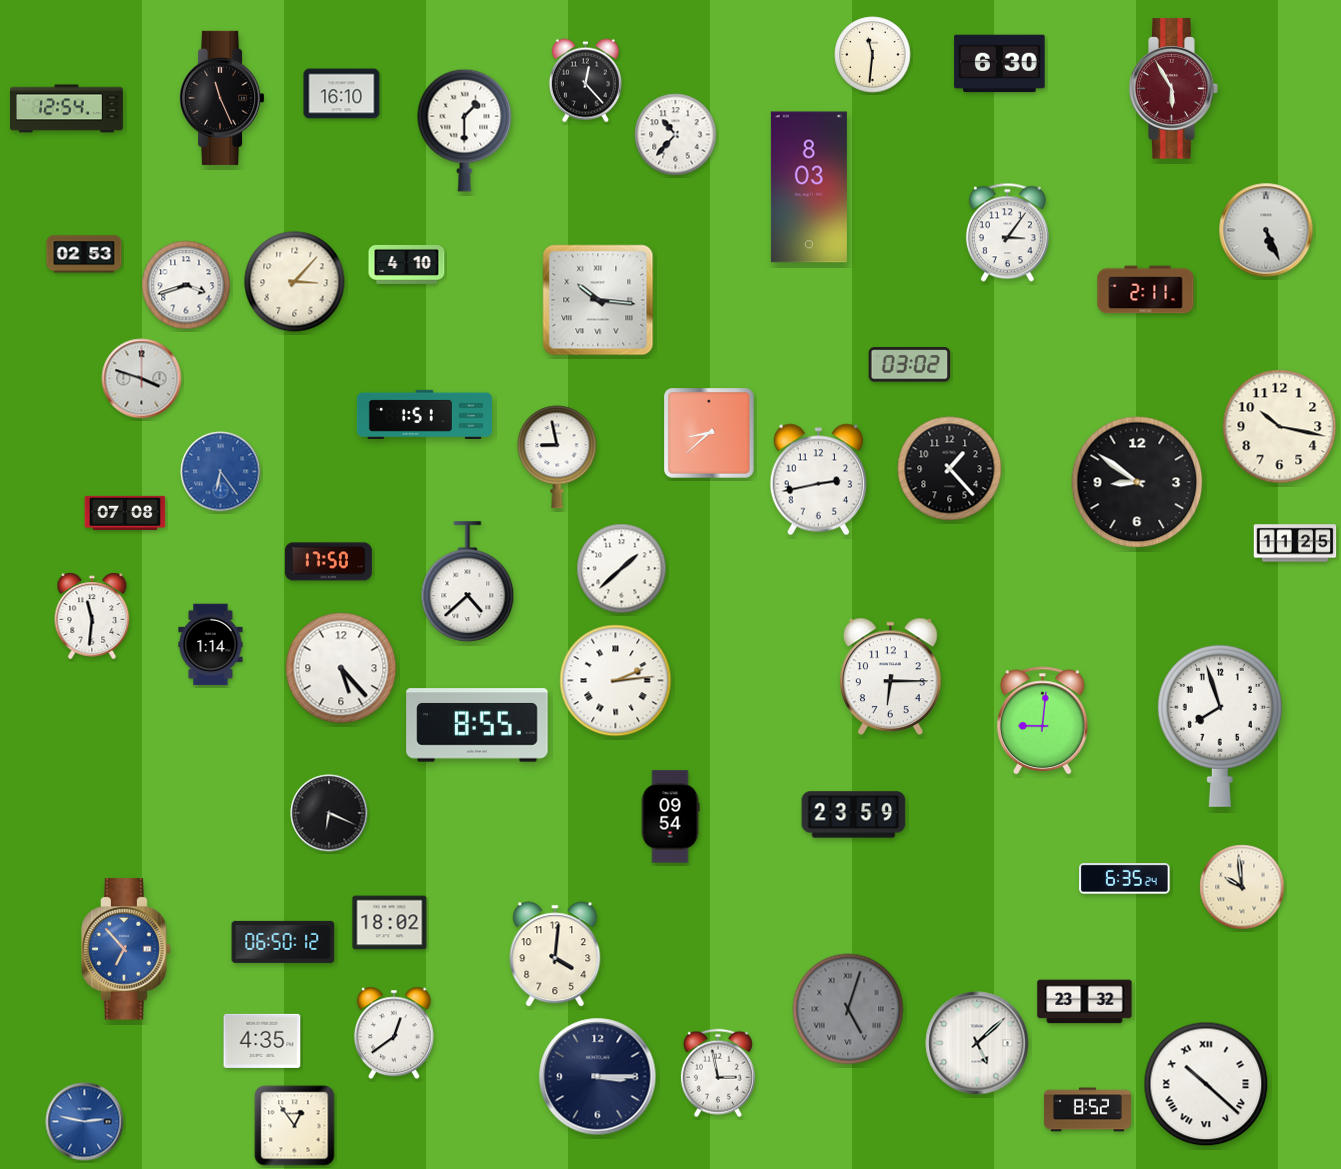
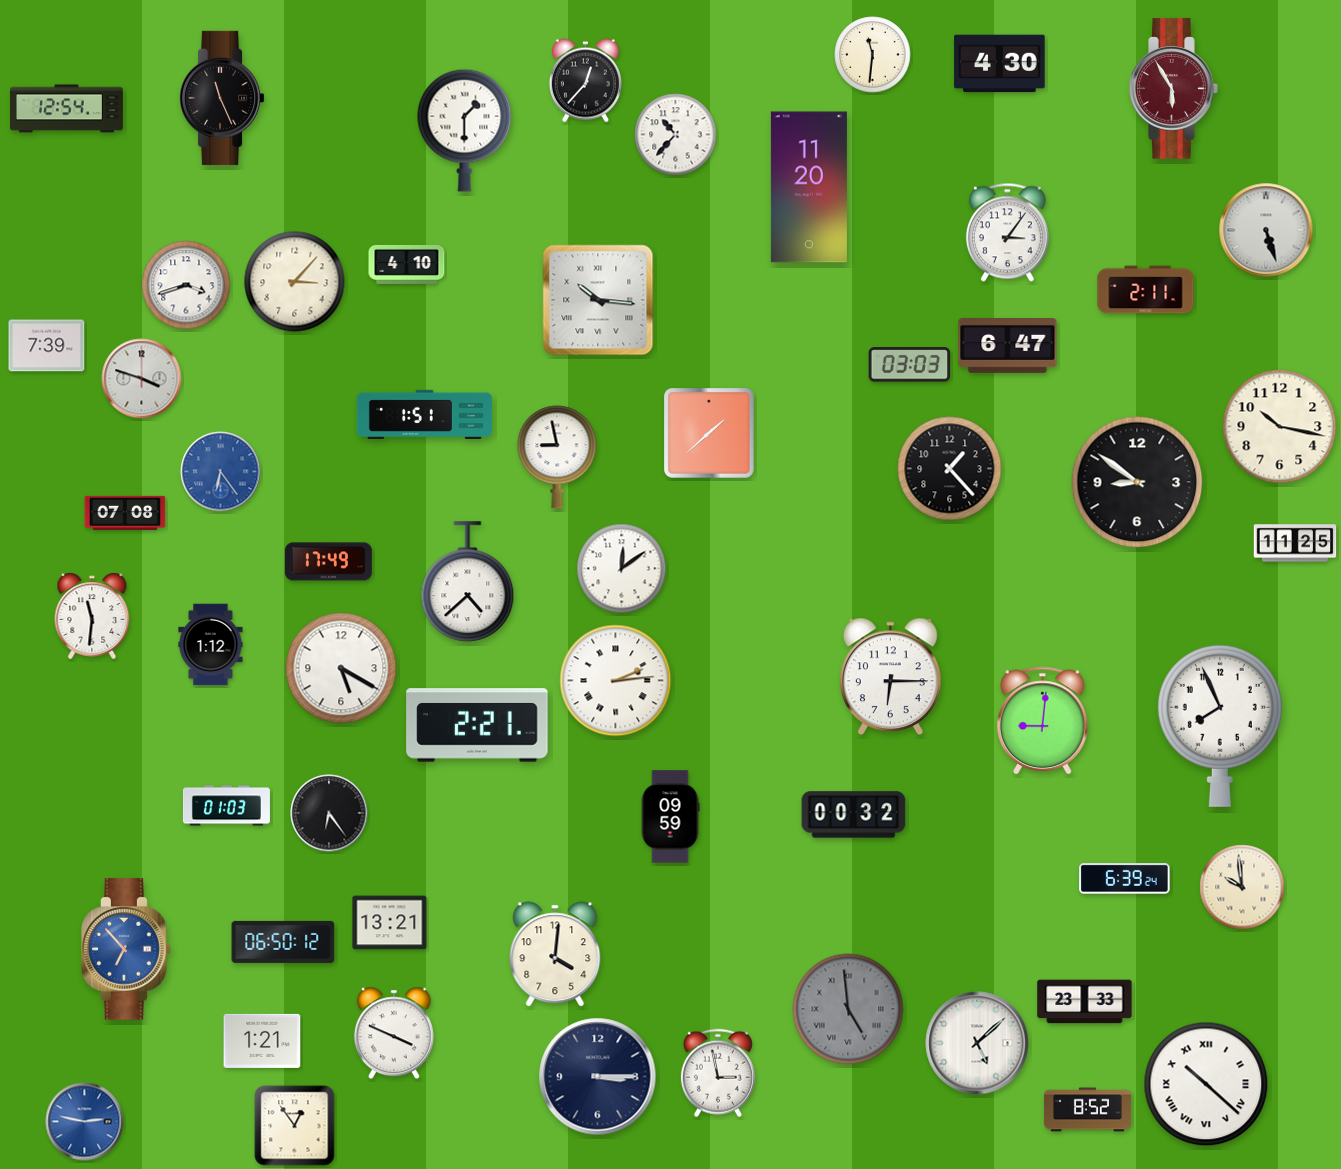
clock at (1000, 64): 6:30 -> 4:30
clock at (585, 81): 12:23 -> 12:37
clock at (342, 94): 16:10 -> none
clock at (809, 187): 8:03 -> 11:20
clock at (1266, 230): 5:26 -> 5:27
clock at (84, 254): 02:53 -> none
clock at (47, 346): none -> 7:39
clock at (1008, 346): none -> 6:47
clock at (910, 365): 03:02 -> 03:03
clock at (709, 433): 8:38 -> 1:38
clock at (818, 480): 2:43 -> none
clock at (328, 562): 17:50 -> 17:49
clock at (622, 569): 1:38 -> 12:09
clock at (211, 645): 1:14 -> 1:12
clock at (341, 668): 5:23 -> 5:20
clock at (477, 725): 8:55 -> 2:21
clock at (1220, 726): 7:57 -> 7:56
clock at (226, 806): none -> 01:03
clock at (329, 813): 6:19 -> 6:24
clock at (854, 815): 23:59 -> 00:32
clock at (670, 817): 09:54 -> 09:59
clock at (1125, 879): 6:35 -> 6:39
clock at (390, 923): 18:02 -> 13:21
clock at (1085, 1002): 23:32 -> 23:33
clock at (848, 1009): 5:03 -> 4:59
clock at (394, 1033): 12:39 -> 3:49
clock at (262, 1041): 4:35 -> 1:21
